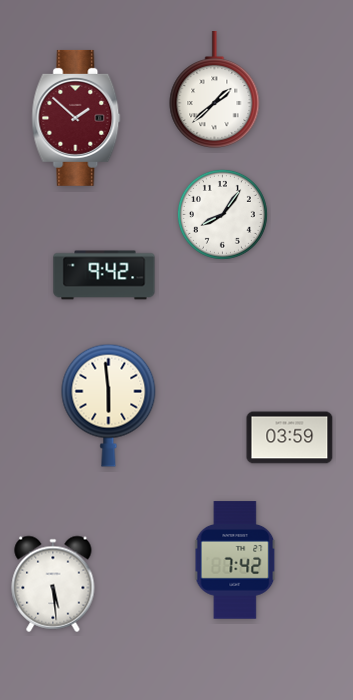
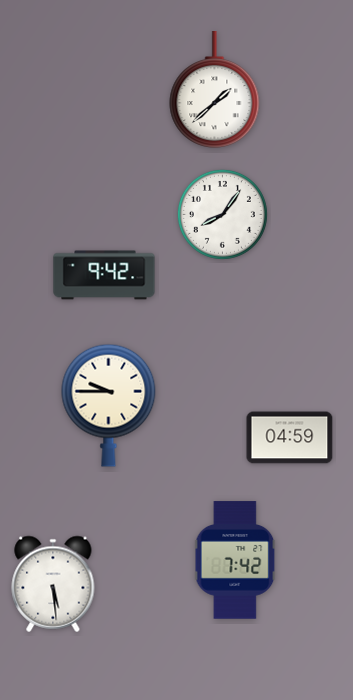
clock at (76, 118): 1:52 -> none
clock at (109, 405): 5:59 -> 9:45
clock at (290, 438): 03:59 -> 04:59
